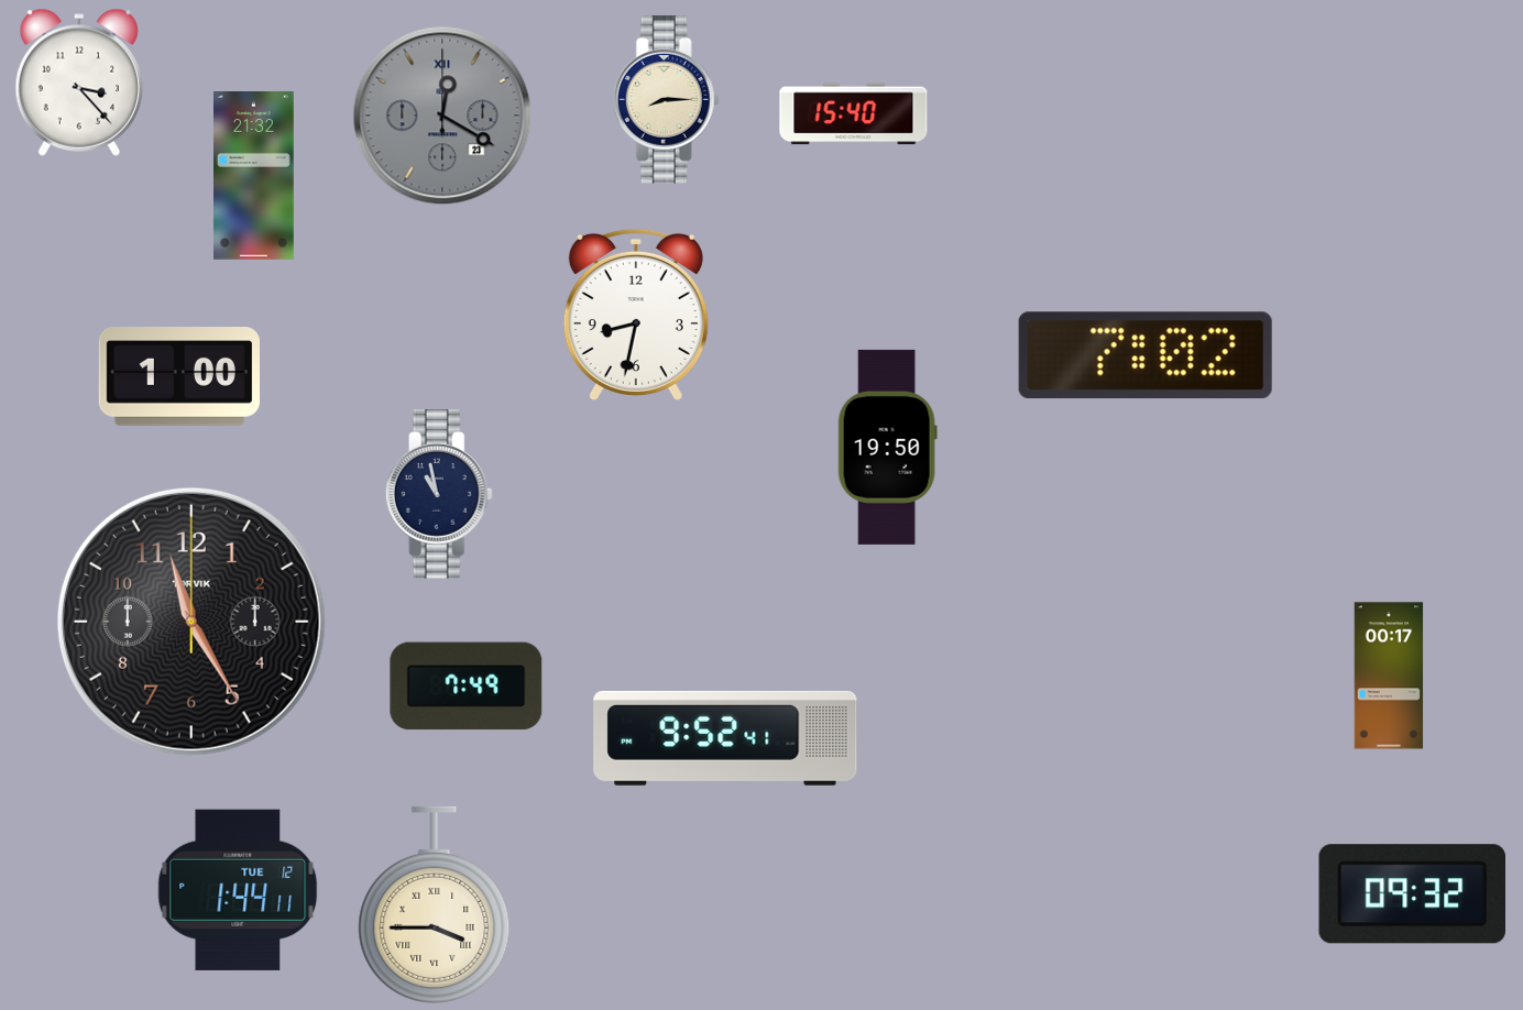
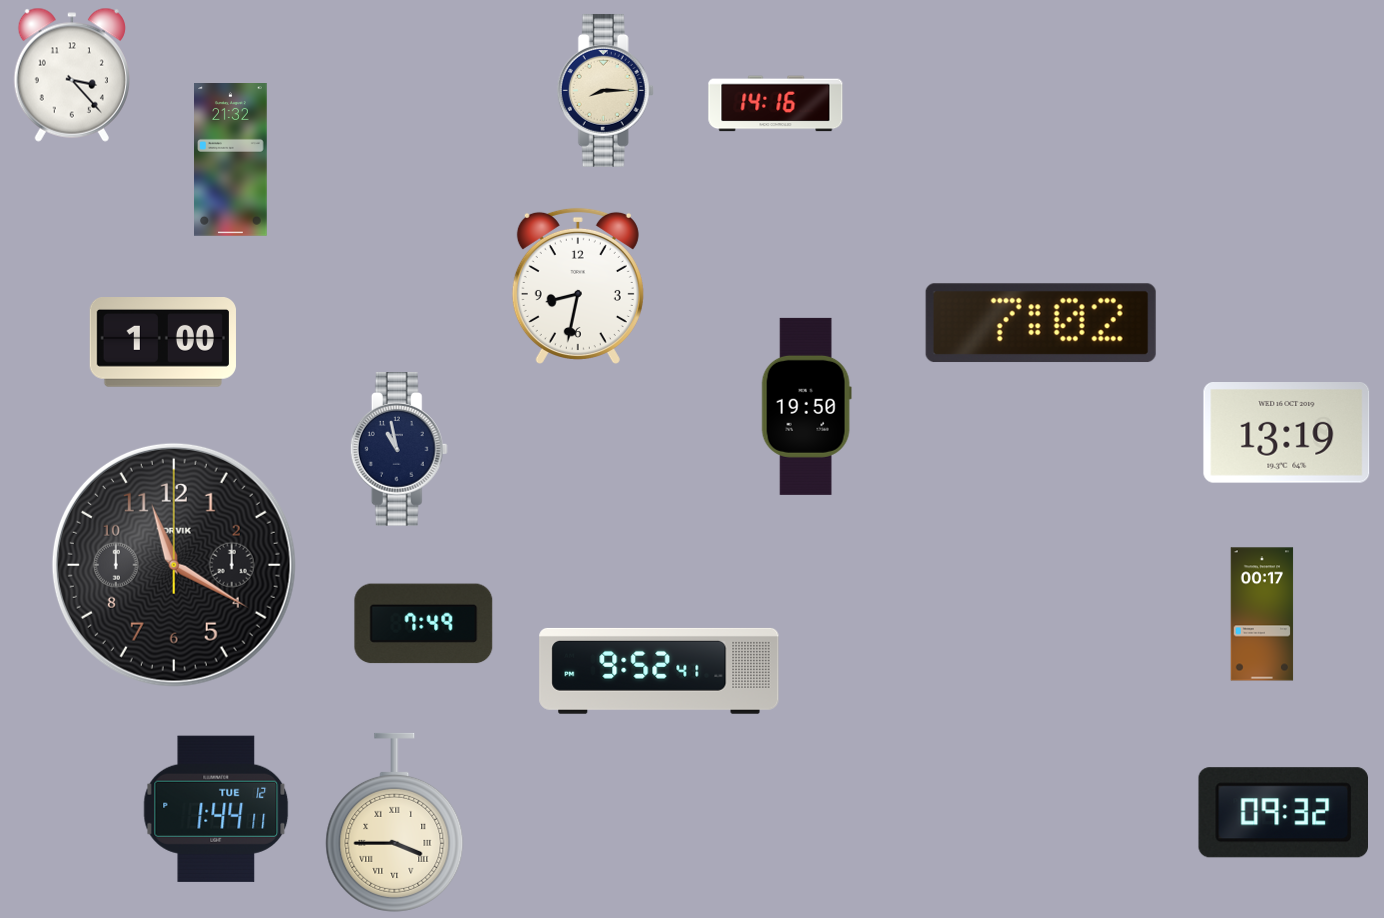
clock at (854, 114): 15:40 -> 14:16
clock at (442, 116): 12:20 -> none
clock at (1287, 433): none -> 13:19
clock at (191, 622): 11:25 -> 11:20
